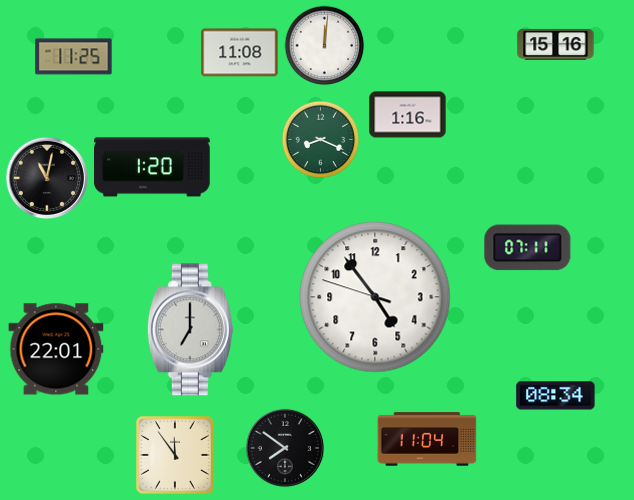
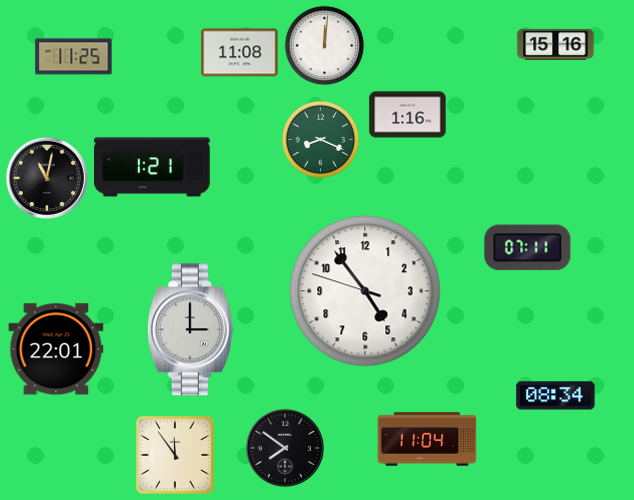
clock at (152, 167): 1:20 -> 1:21
clock at (375, 297) position: (375, 297) -> (365, 291)
clock at (190, 330): 7:00 -> 3:00
